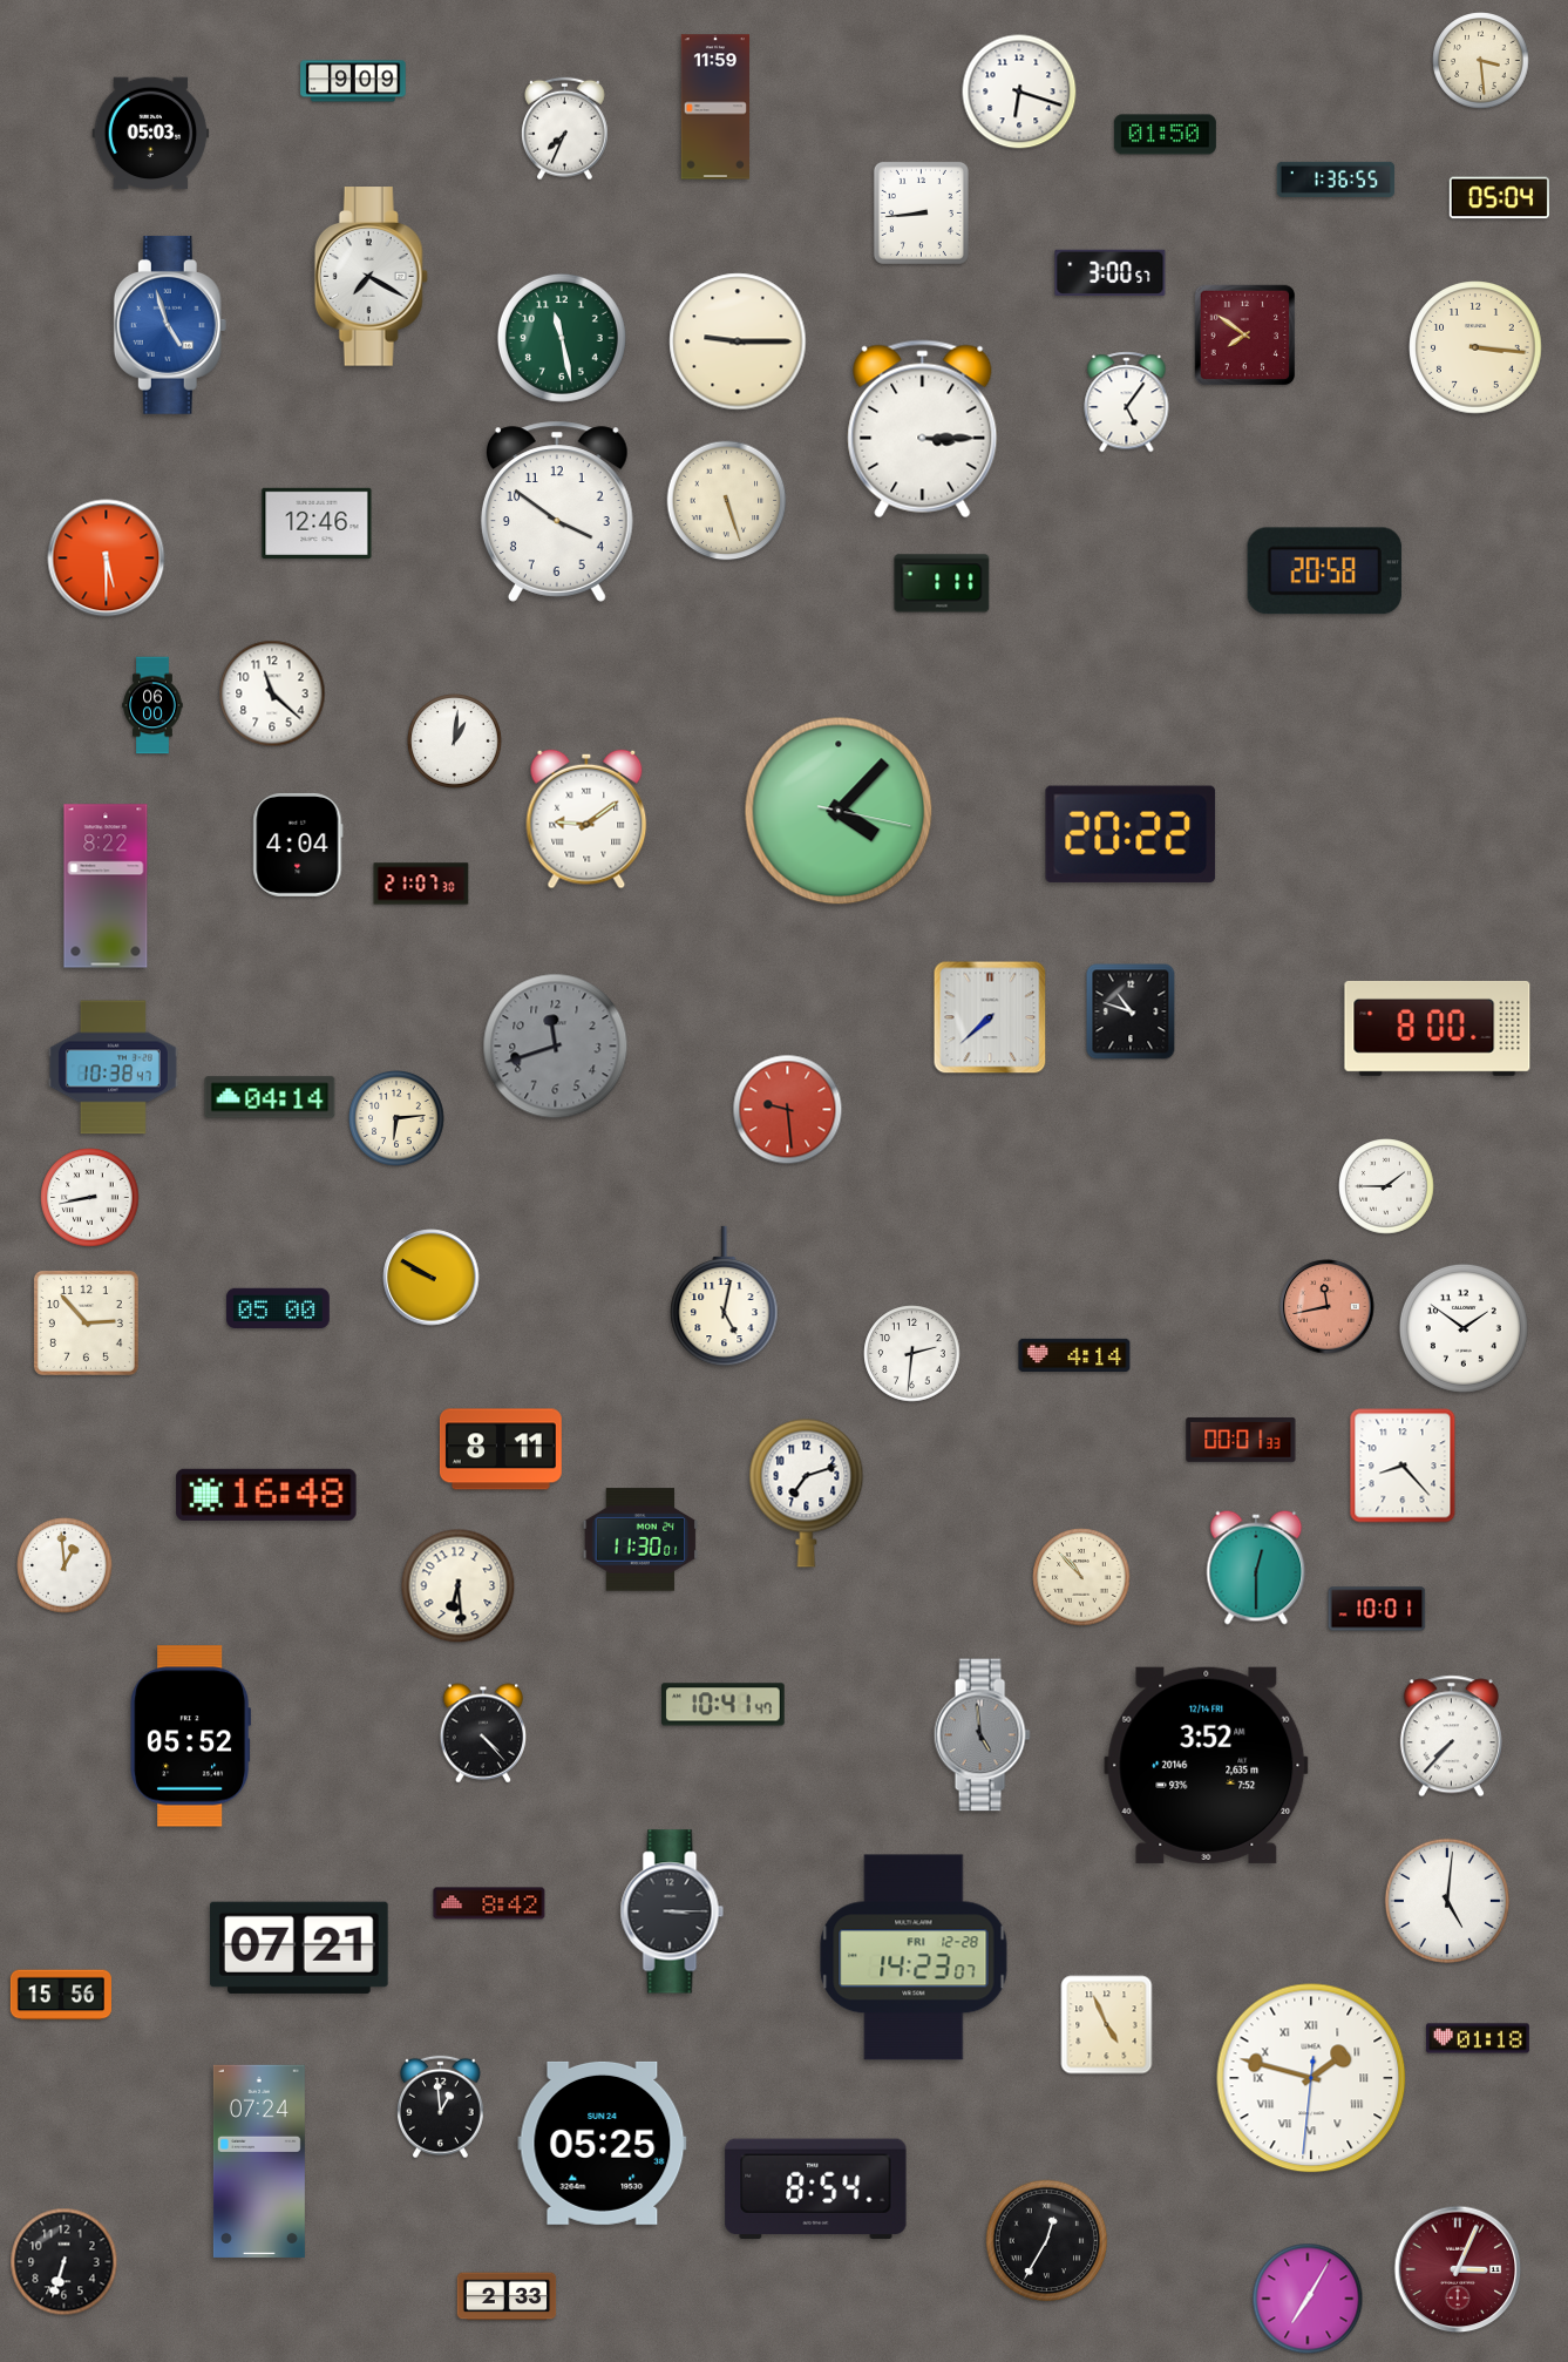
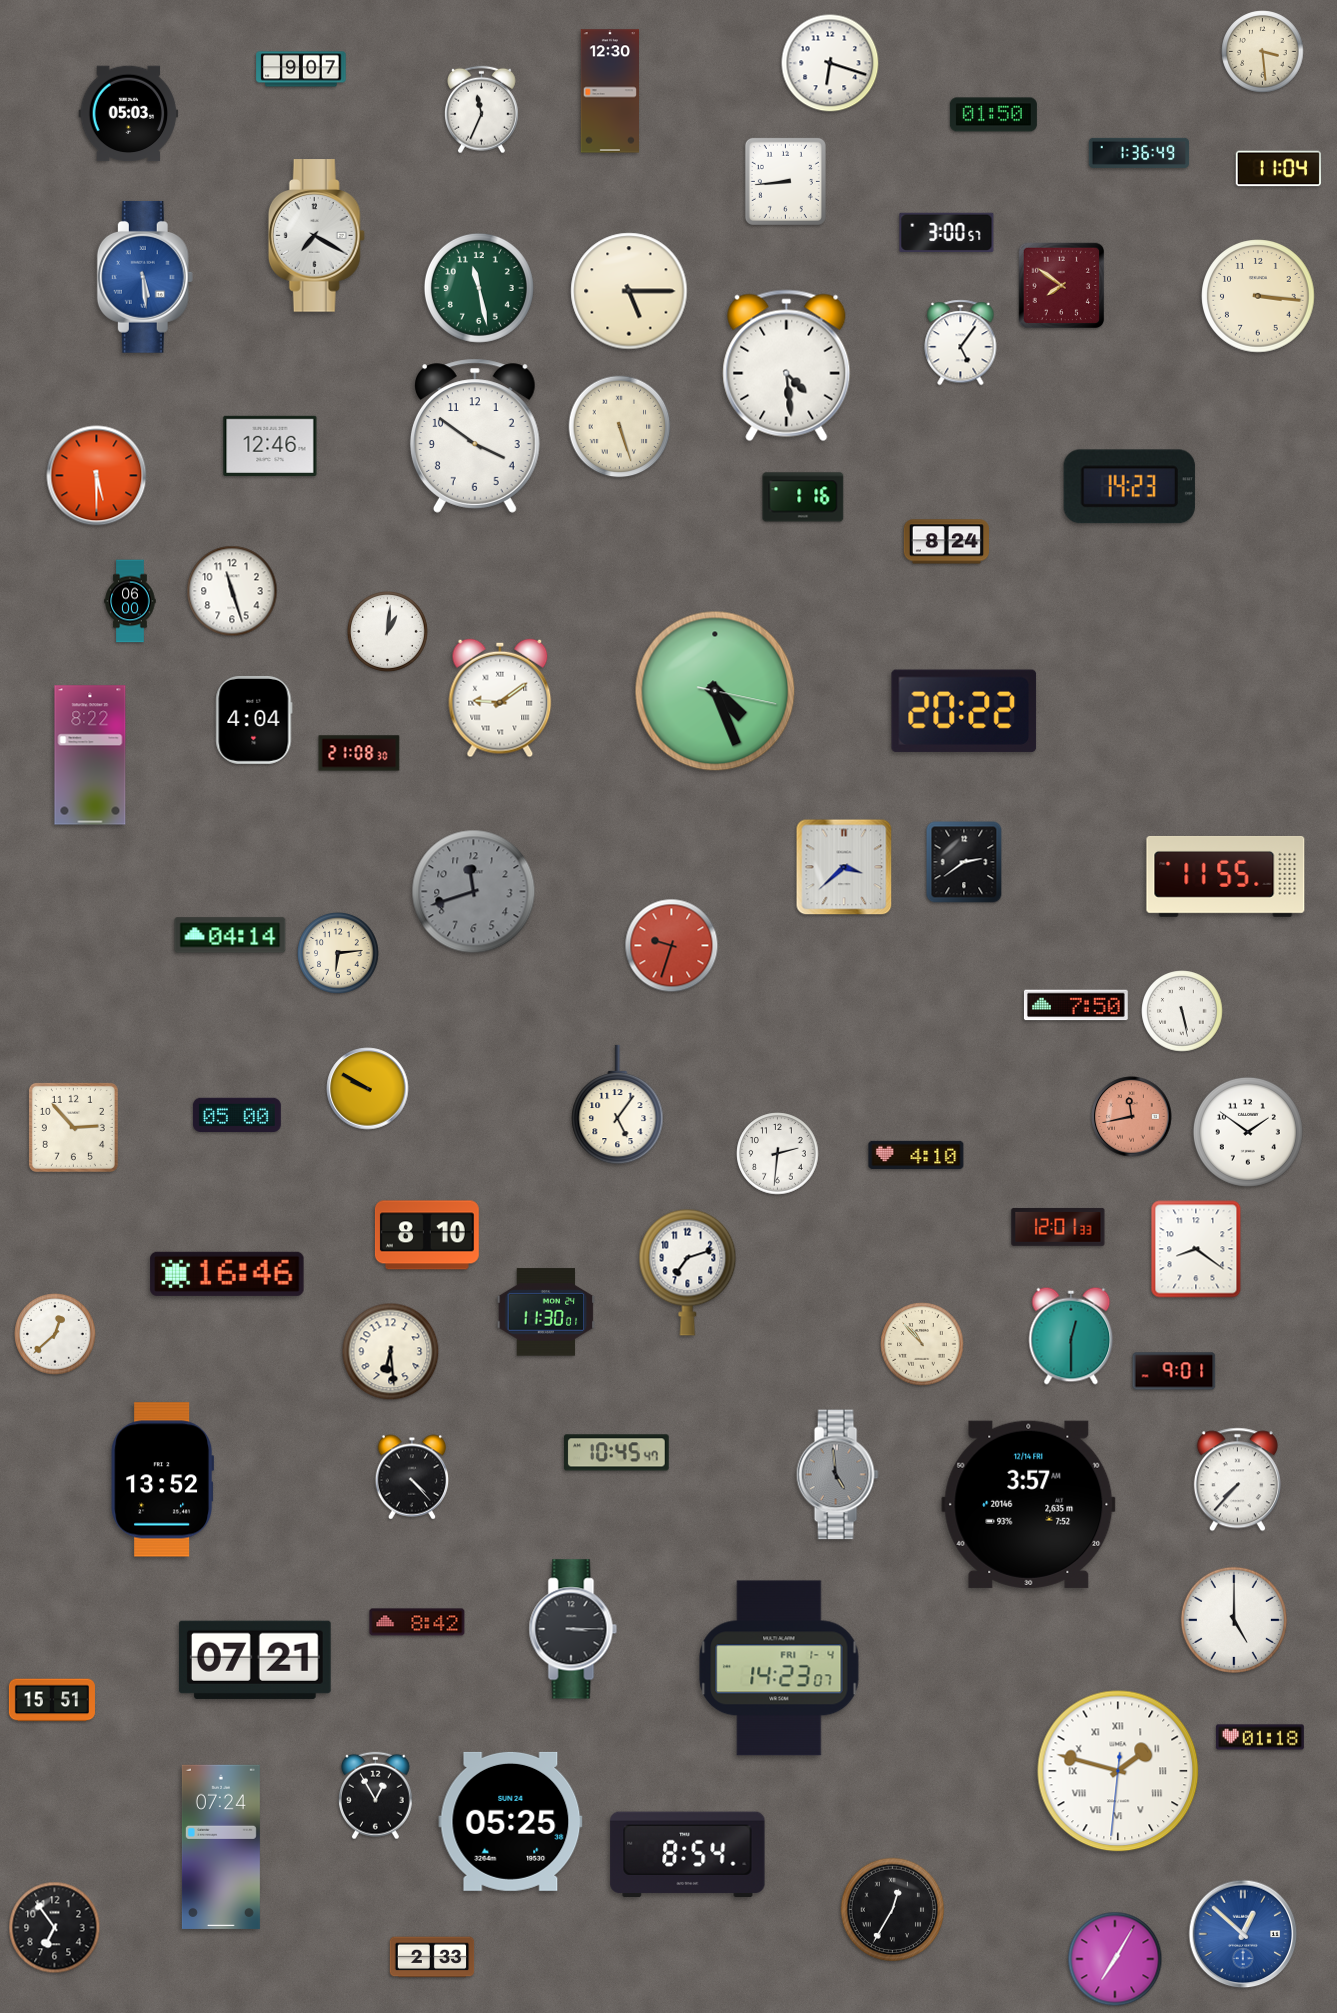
clock at (353, 81): 9:09 -> 9:07
clock at (1019, 92) position: (1019, 92) -> (830, 63)
clock at (714, 107): 11:59 -> 12:30
clock at (564, 129): 7:34 -> 11:34
clock at (1336, 180): 1:36:55 -> 1:36:49
clock at (1499, 198): 05:04 -> 11:04
clock at (170, 325): 4:57 -> 5:29
clock at (738, 341): 9:15 -> 5:15
clock at (923, 429): 3:15 -> 4:29
clock at (107, 559) position: (107, 559) -> (97, 476)
clock at (1324, 571): 20:58 -> 14:23
clock at (942, 583): 1:11 -> 1:16
clock at (946, 542): none -> 8:24
clock at (272, 693): 11:22 -> 11:27
clock at (839, 811): 4:07 -> 4:26
clock at (421, 884): 21:07 -> 21:08
clock at (1131, 1011): 10:48 -> 2:39
clock at (990, 1017): 7:38 -> 3:38
clock at (1438, 1028): 8:00 -> 11:55
clock at (113, 1068): 10:38 -> none
clock at (788, 1110): 9:29 -> 9:33
clock at (1076, 1005): none -> 7:50
clock at (1386, 1186): 1:45 -> 5:28
clock at (90, 1198): 8:43 -> none
clock at (725, 1297): 5:02 -> 5:06
clock at (1328, 1307) position: (1328, 1307) -> (1132, 1117)
clock at (1074, 1355): 4:14 -> 4:10
clock at (1241, 1440): 00:01 -> 12:01
clock at (501, 1449): 8:11 -> 8:10
clock at (1403, 1466): 8:23 -> 8:21
clock at (266, 1495): 16:48 -> 16:46
clock at (65, 1565): 12:59 -> 12:38
clock at (1377, 1609): 10:01 -> 9:01
clock at (724, 1705): 10:41 -> 10:45
clock at (982, 1735) position: (982, 1735) -> (837, 1475)
clock at (191, 1737): 05:52 -> 13:52
clock at (1207, 1765): 3:52 -> 3:57
clock at (1447, 1901): 5:01 -> 5:00
clock at (914, 1957) date: FRI 12-28 -> FRI 1-4
clock at (61, 1995): 15:56 -> 15:51
clock at (1107, 2025): 4:56 -> none
clock at (440, 2107): 12:59 -> 12:55
clock at (603, 2143) position: (603, 2143) -> (511, 1821)
clock at (259, 2161) position: (259, 2161) -> (221, 1847)
clock at (816, 2188) position: (816, 2188) -> (688, 1854)
clock at (65, 2262): 6:33 -> 6:54
clock at (1458, 2269): 3:04 -> 12:52
clock at (1458, 2269) dial: burgundy -> blue
